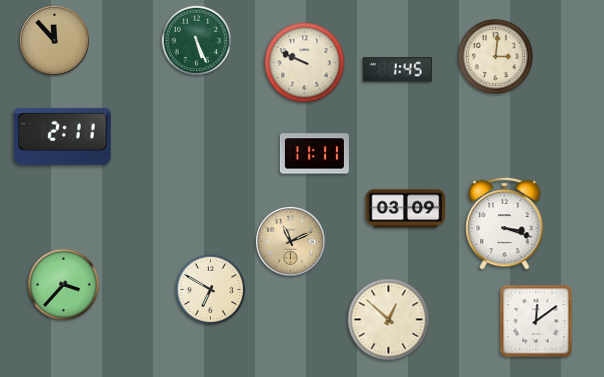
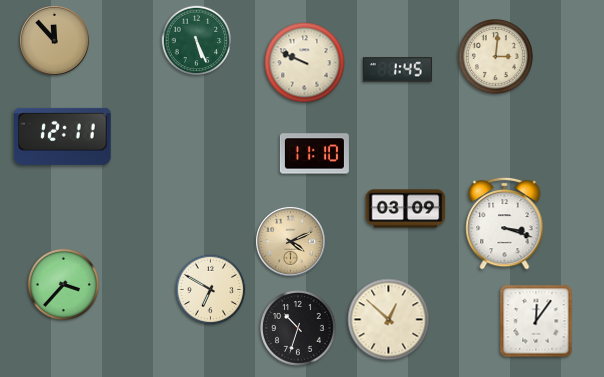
clock at (63, 136): 2:11 -> 12:11
clock at (314, 154): 11:11 -> 11:10
clock at (291, 242): 11:11 -> 4:11
clock at (536, 321): 12:09 -> 12:06
clock at (298, 328): none -> 10:33
